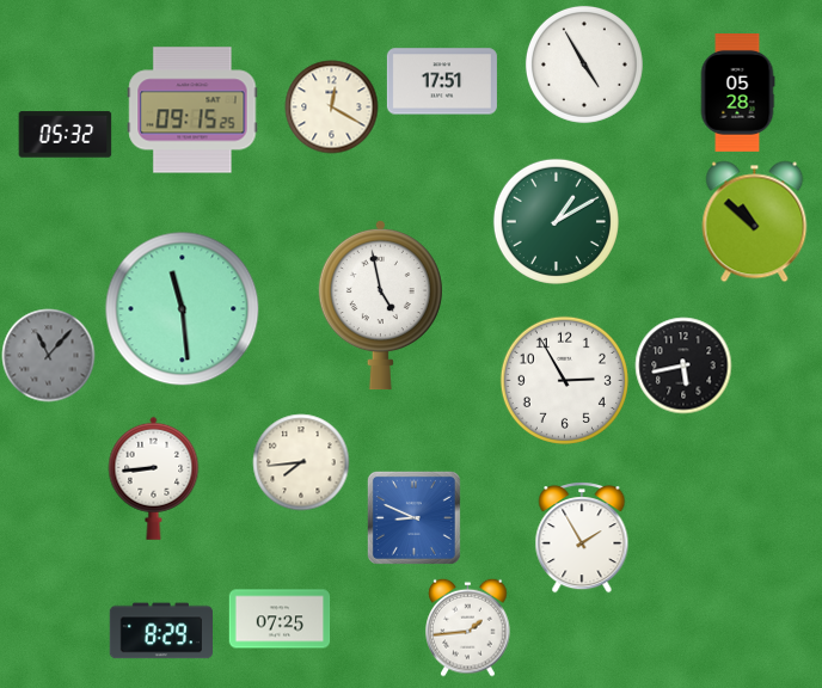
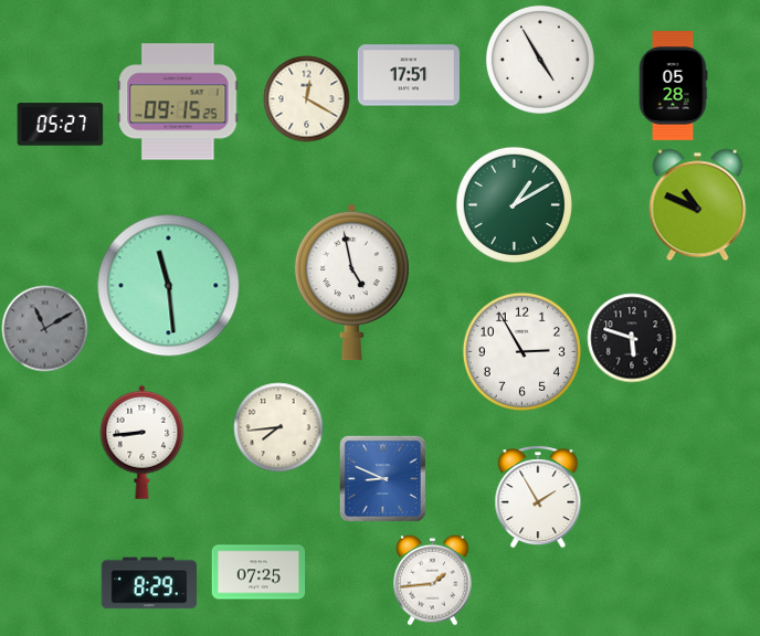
clock at (737, 93) position: (737, 93) -> (673, 86)
clock at (65, 135): 05:32 -> 05:27
clock at (755, 221): 10:52 -> 10:49
clock at (48, 355): 11:07 -> 11:10
clock at (683, 365): 5:43 -> 5:48
